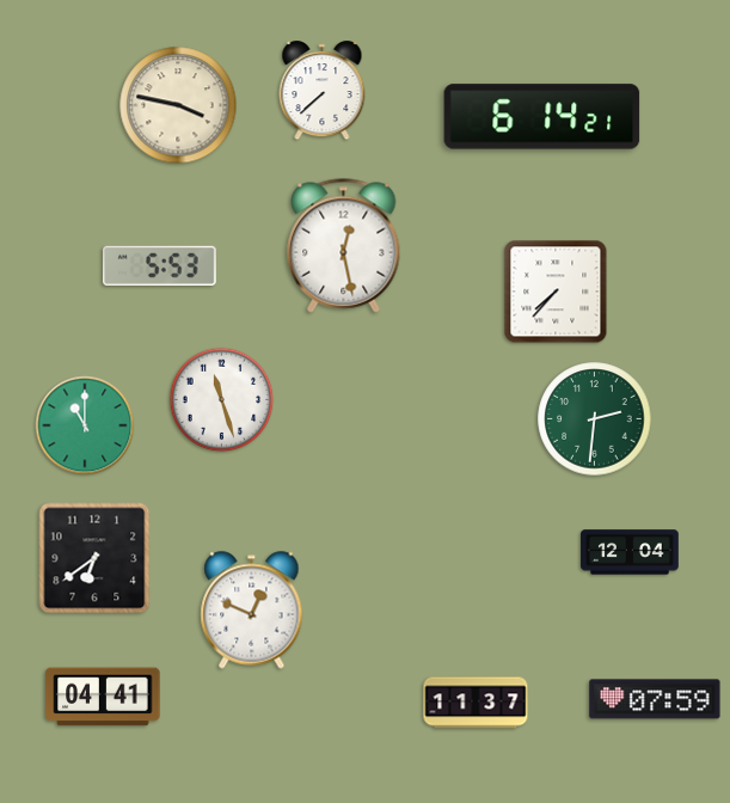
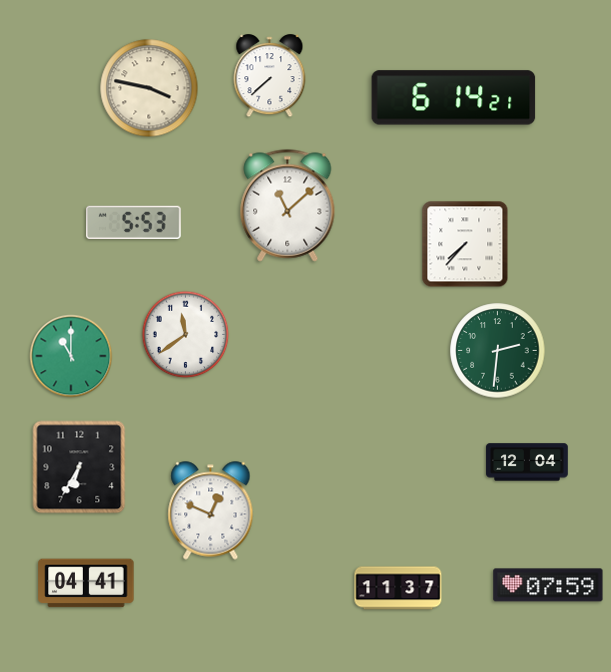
clock at (344, 246): 12:28 -> 11:08
clock at (222, 400): 11:27 -> 11:39
clock at (94, 558): 6:39 -> 6:35
